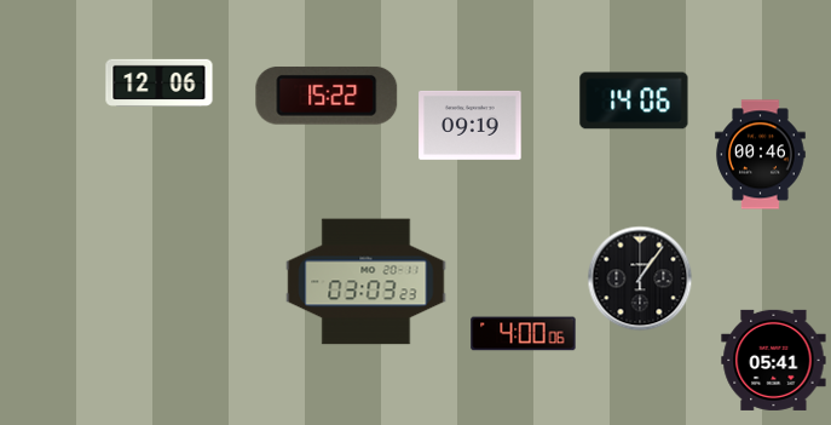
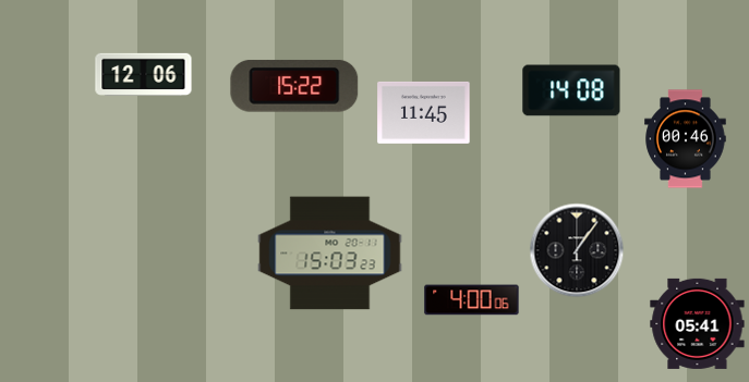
clock at (634, 100): 14:06 -> 14:08
clock at (471, 125): 09:19 -> 11:45
clock at (367, 282): 03:03 -> 15:03
